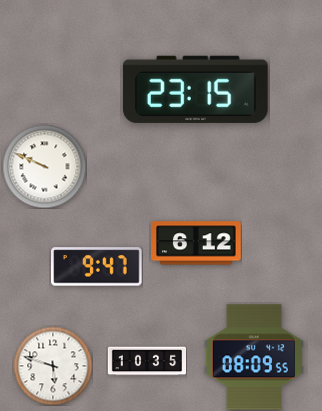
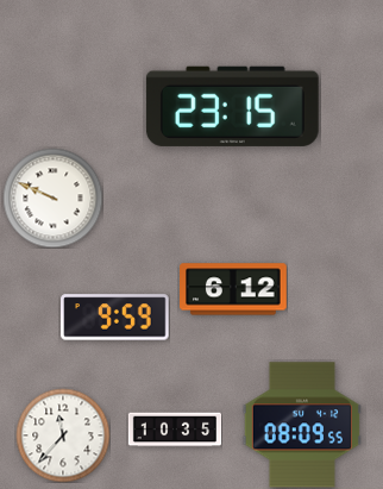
clock at (97, 267): 9:47 -> 9:59
clock at (53, 366): 5:48 -> 11:37
